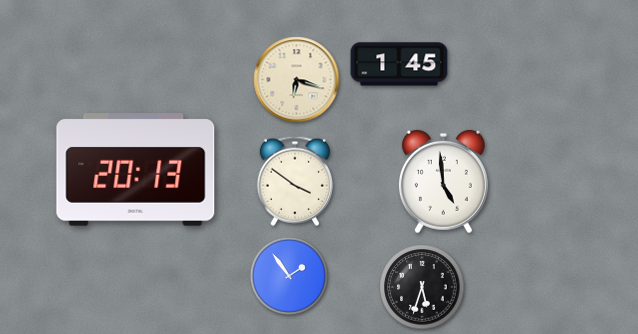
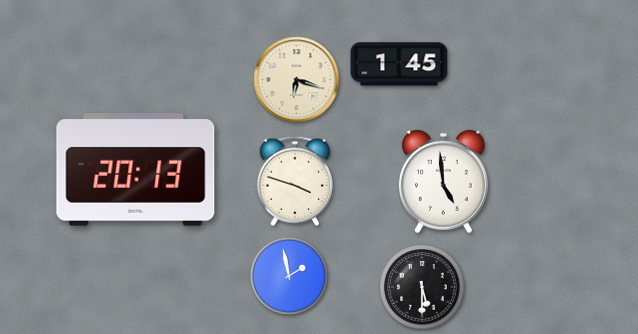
clock at (295, 181): 3:51 -> 3:48
clock at (289, 276): 1:54 -> 1:58
clock at (422, 287): 5:33 -> 5:30
